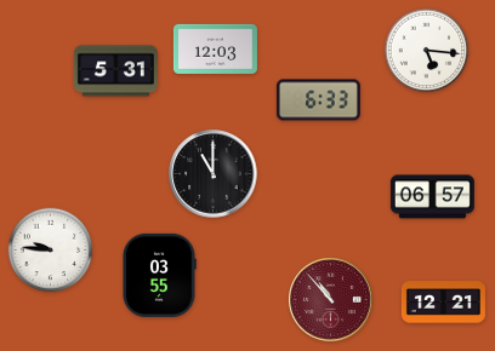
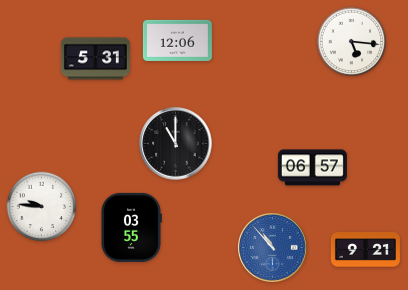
clock at (215, 48): 12:03 -> 12:06
clock at (318, 100): 6:33 -> none
clock at (432, 197) position: (432, 197) -> (312, 168)
clock at (331, 300) dial: burgundy -> blue
clock at (443, 303): 12:21 -> 9:21
